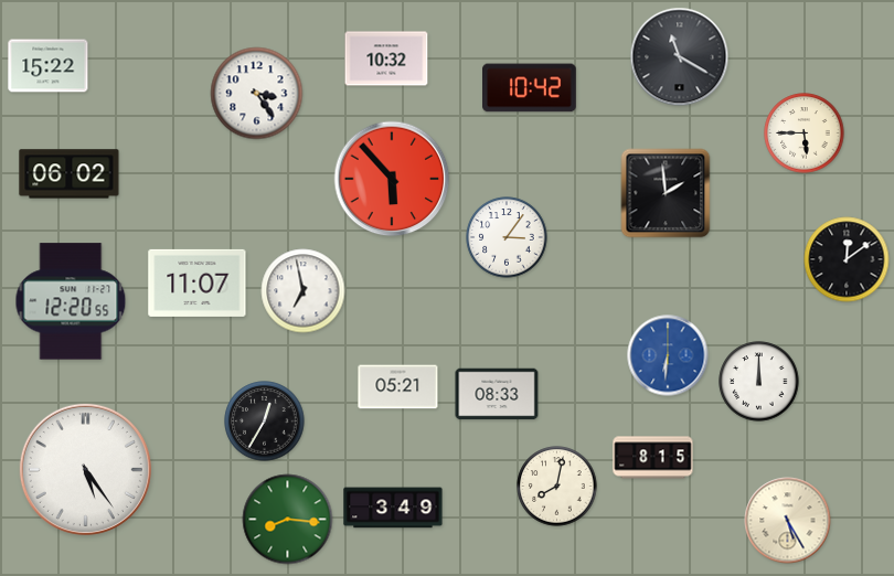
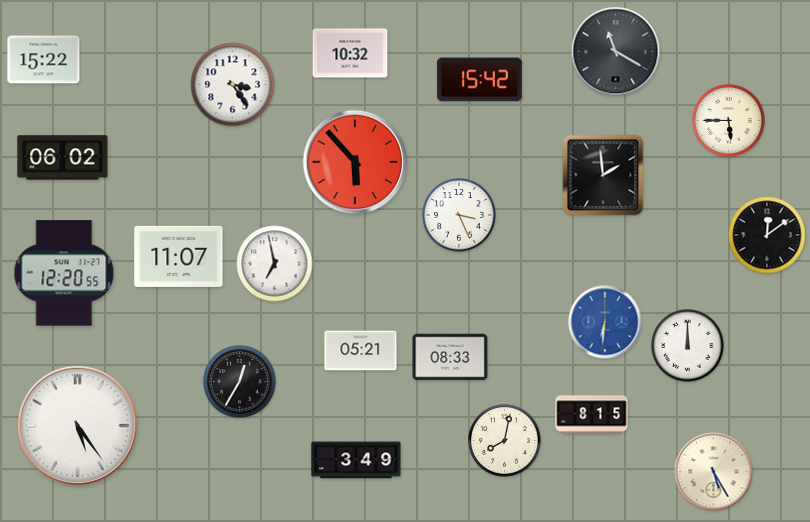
clock at (530, 88): 10:42 -> 15:42
clock at (507, 237): 3:06 -> 3:26
clock at (288, 520): 8:16 -> none
